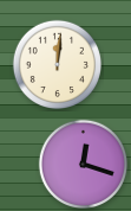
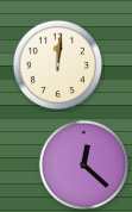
clock at (83, 164): 12:18 -> 12:22
